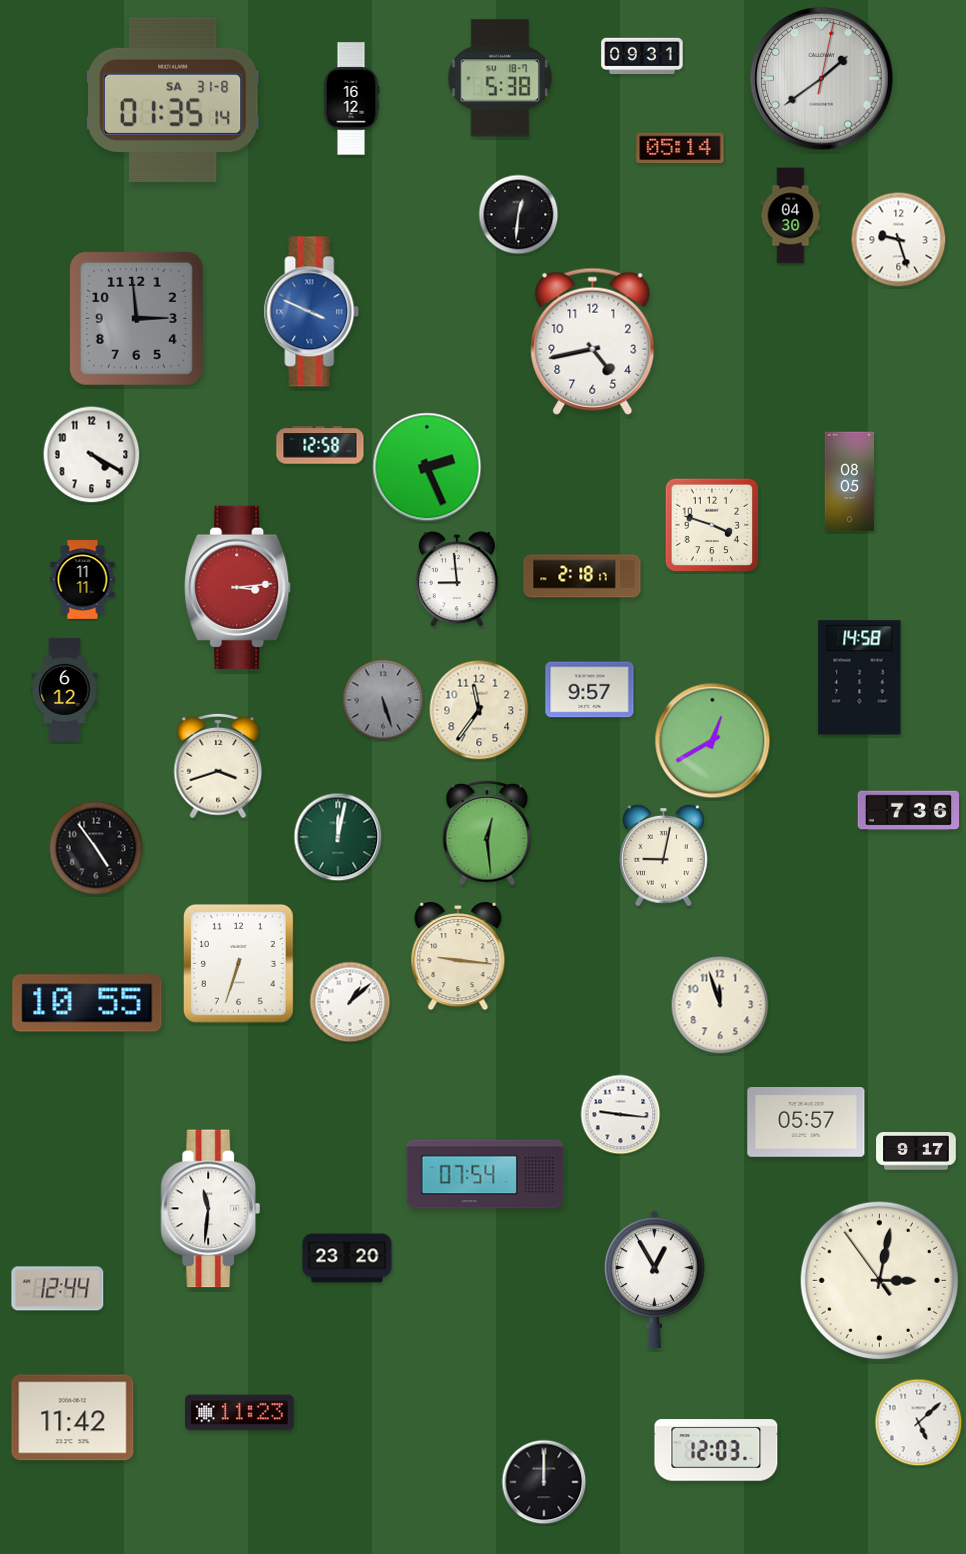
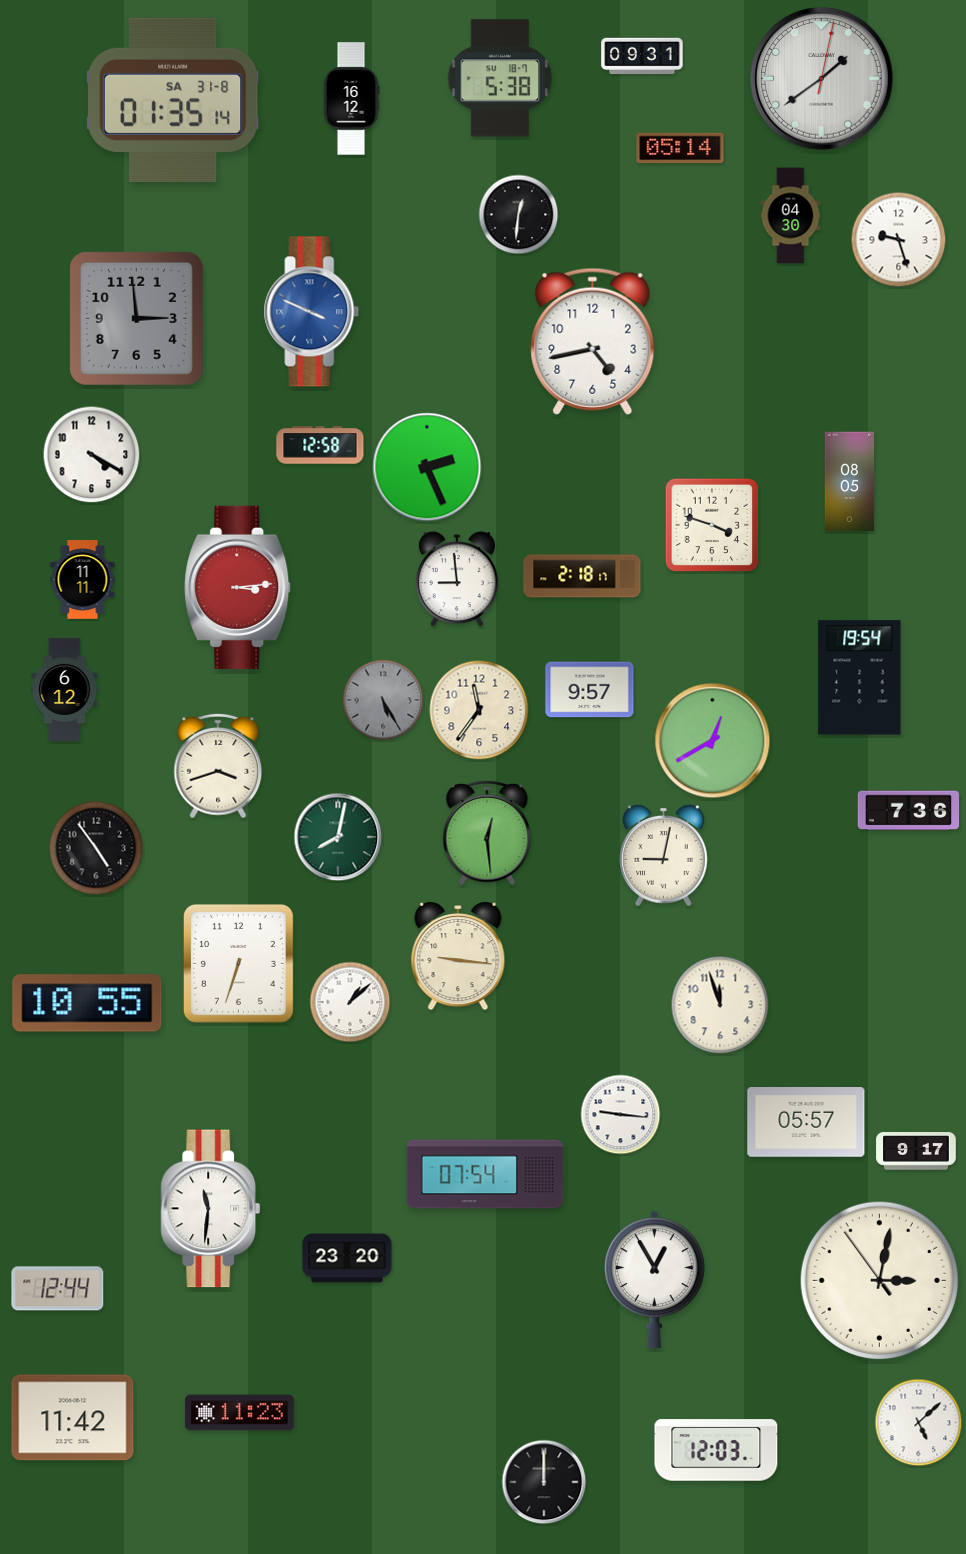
clock at (860, 678): 14:58 -> 19:54
clock at (383, 700): 5:27 -> 5:25
clock at (338, 837): 12:02 -> 8:02
